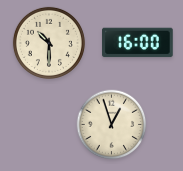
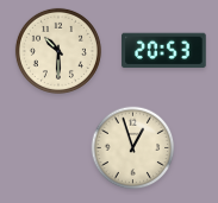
clock at (138, 43): 16:00 -> 20:53
